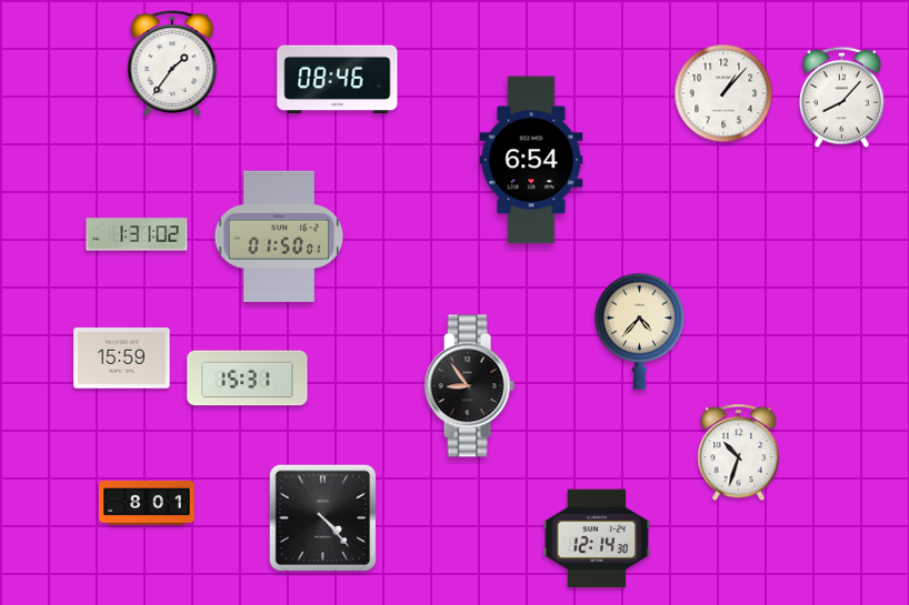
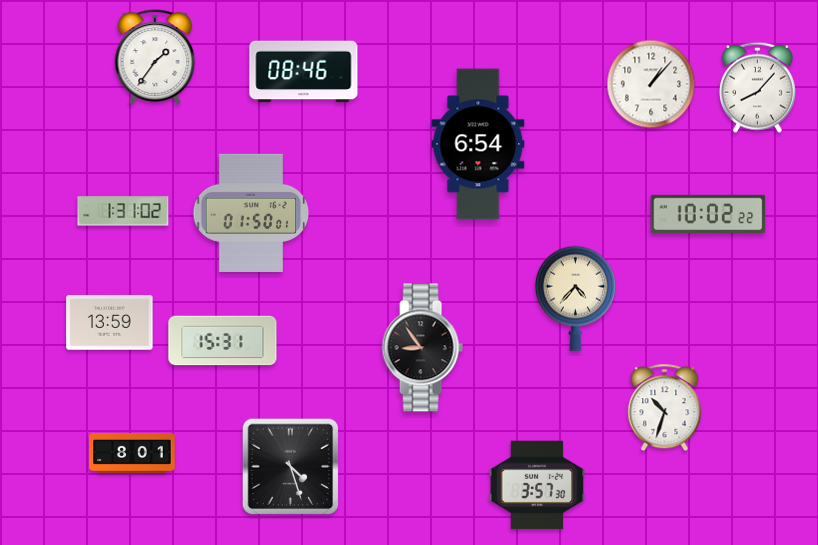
clock at (708, 214): none -> 10:02
clock at (122, 359): 15:59 -> 13:59
clock at (323, 518): 4:23 -> 4:27
clock at (597, 538): 12:14 -> 3:57
